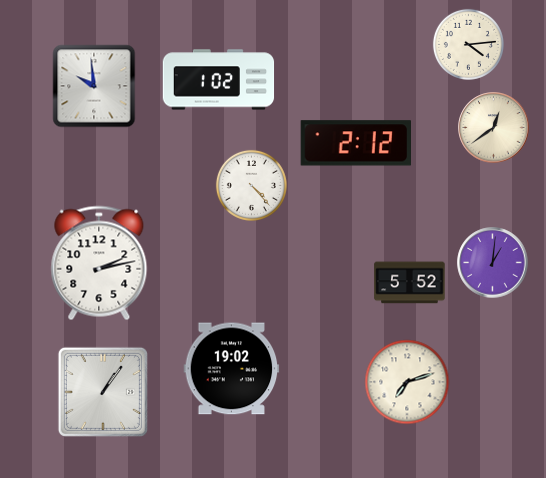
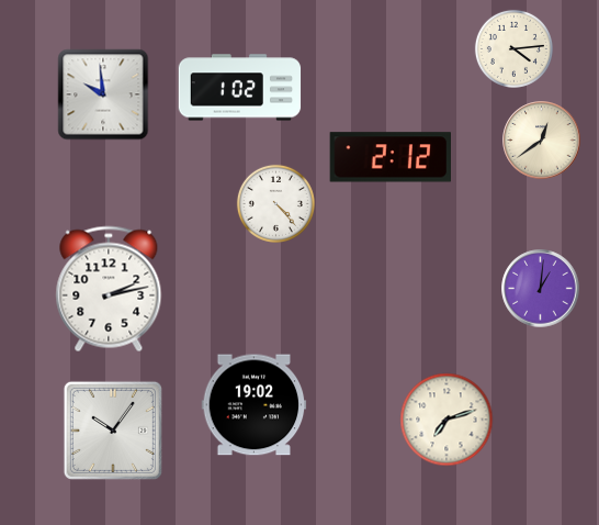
clock at (410, 283): 5:52 -> none
clock at (103, 392): 1:06 -> 10:06
